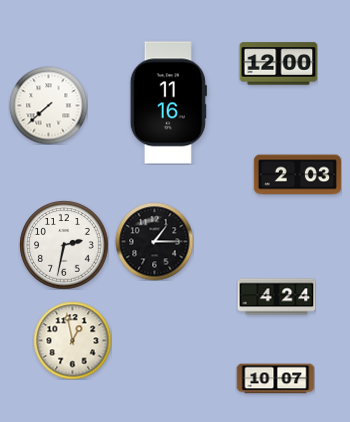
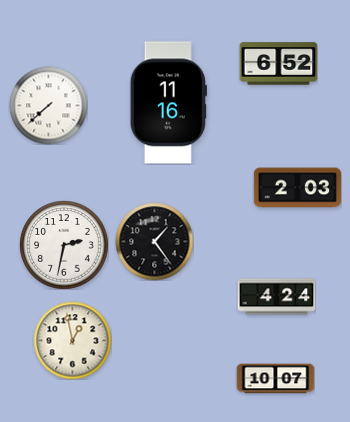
clock at (278, 64): 12:00 -> 6:52
clock at (297, 175) position: (297, 175) -> (297, 188)
clock at (154, 241): 1:15 -> 1:24
